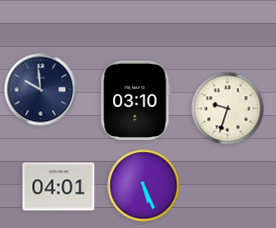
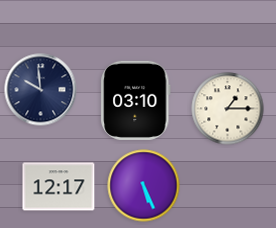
clock at (228, 109): 9:33 -> 1:15
clock at (59, 187): 04:01 -> 12:17
